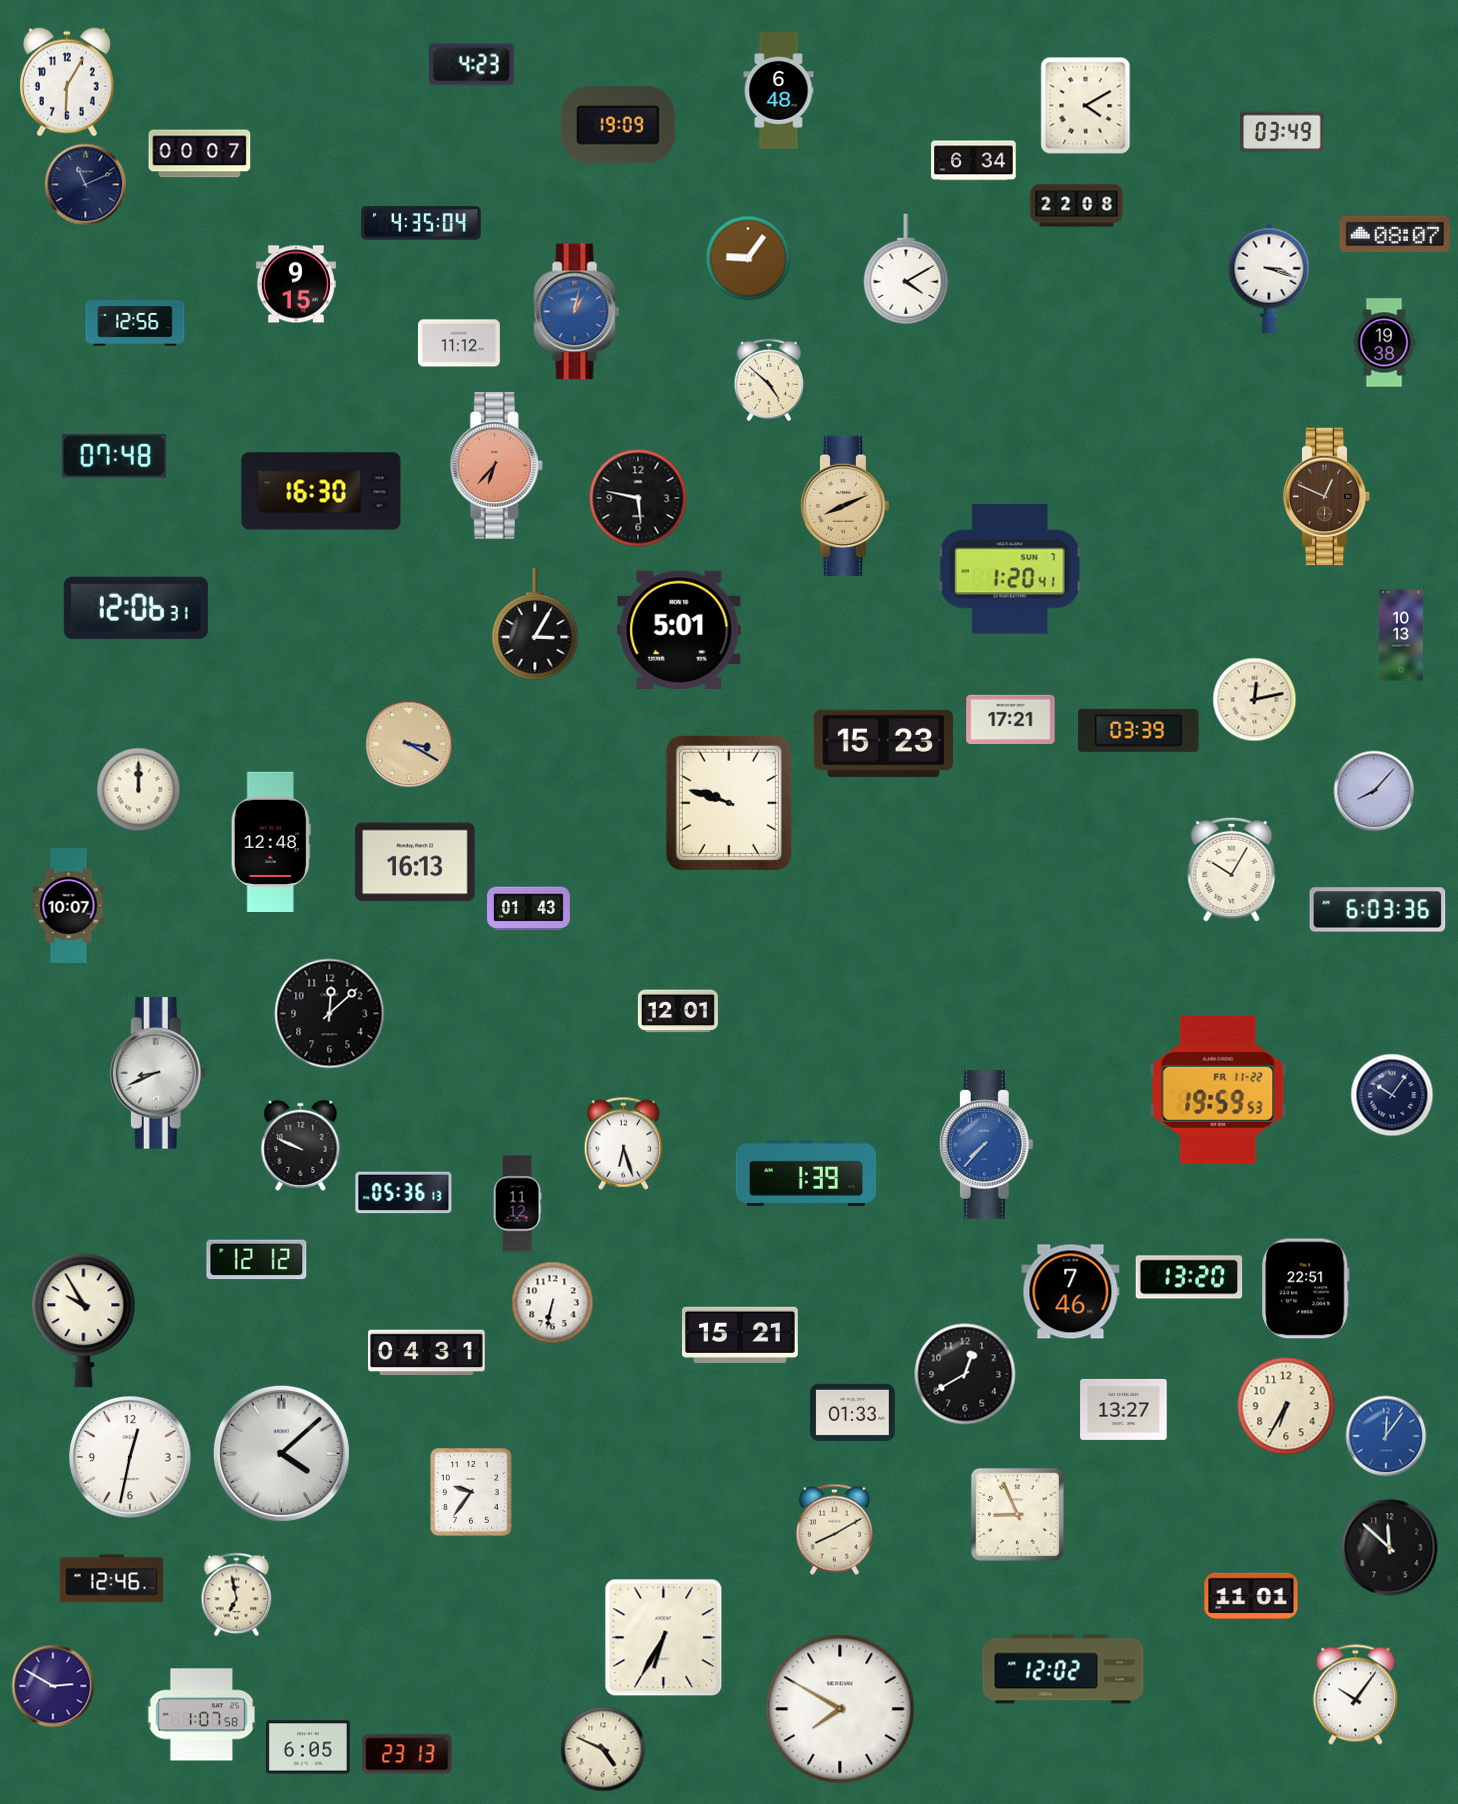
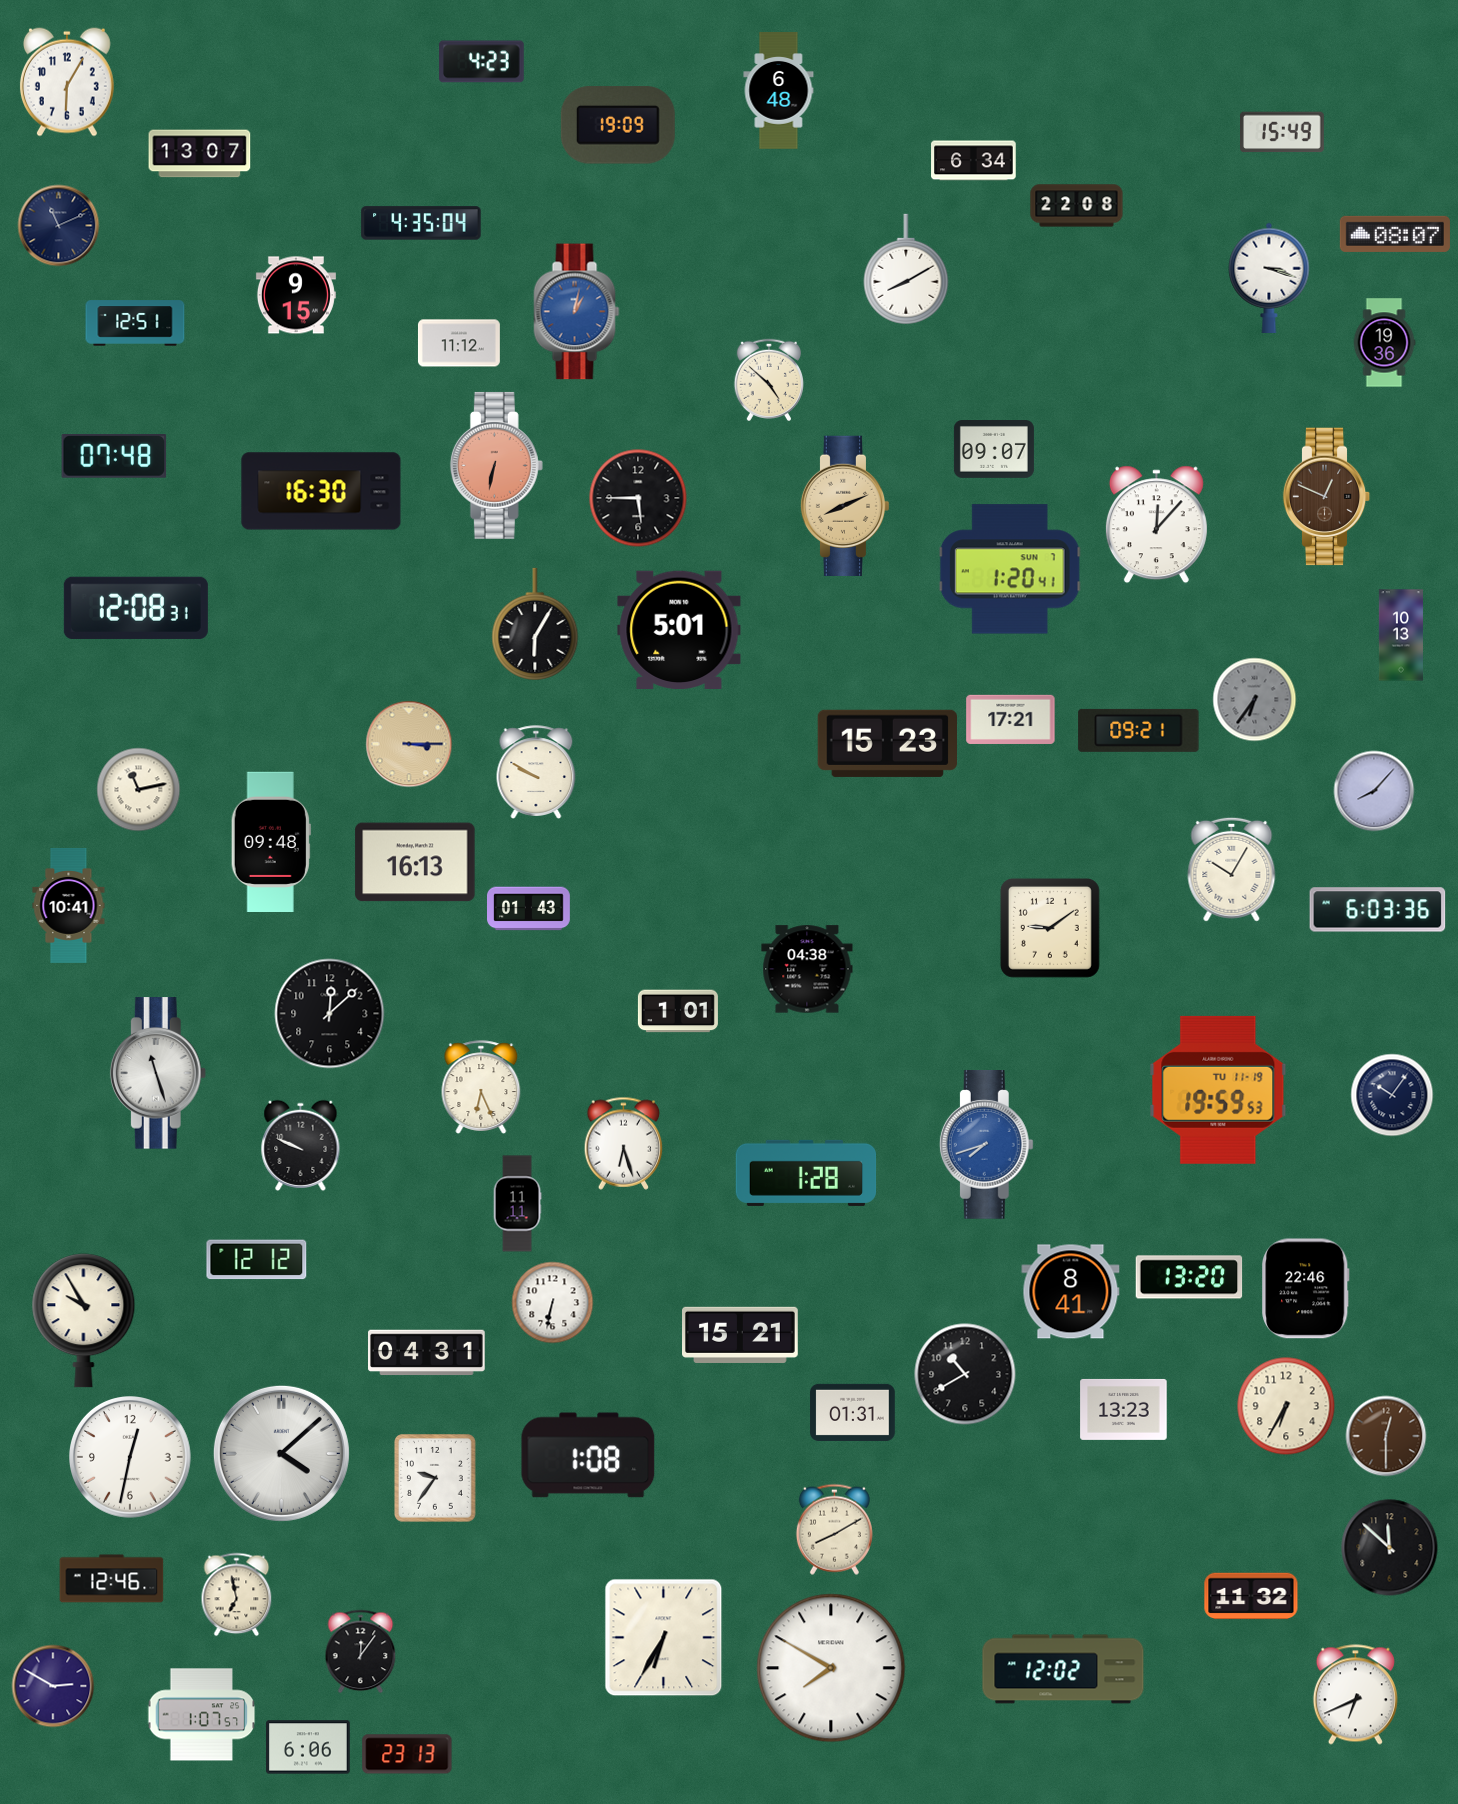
clock at (472, 65) position: (472, 65) -> (482, 62)
clock at (1086, 106): 4:10 -> none
clock at (1283, 132): 03:49 -> 15:49
clock at (200, 154): 00:07 -> 13:07
clock at (86, 185) position: (86, 185) -> (59, 226)
clock at (748, 258): 9:06 -> none
clock at (906, 269): 4:10 -> 8:10
clock at (296, 284) position: (296, 284) -> (296, 295)
clock at (135, 323): 12:56 -> 12:51
clock at (1384, 343): 19:38 -> 19:36
clock at (994, 450): none -> 09:07
clock at (496, 465): 6:37 -> 6:32
clock at (638, 498): 5:47 -> 5:45
clock at (1156, 525): none -> 12:07
clock at (136, 608): 12:06 -> 12:08
clock at (535, 624): 3:05 -> 6:05
clock at (1255, 700): 12:13 -> 6:36
clock at (1255, 700) dial: cream -> grey
clock at (1139, 730): 03:39 -> 09:21
clock at (883, 743) position: (883, 743) -> (887, 743)
clock at (409, 744): 3:20 -> 3:15
clock at (536, 772): none -> 9:50
clock at (139, 790): 12:00 -> 11:13
clock at (729, 803): 9:48 -> none
clock at (271, 841): 12:48 -> 09:48
clock at (69, 906): 10:07 -> 10:41
clock at (1050, 928): none -> 9:09
clock at (807, 969): none -> 04:38
clock at (678, 1011): 12:01 -> 1:01
clock at (158, 1073): 8:41 -> 11:27
clock at (481, 1087): none -> 6:26
clock at (1218, 1090) date: FR 11-22 -> TU 11-19
clock at (986, 1145): 7:37 -> 7:42
clock at (806, 1173): 1:39 -> 1:28
clock at (404, 1193): 05:36 -> none
clock at (517, 1204): 11:12 -> 11:11
clock at (1306, 1289): 22:51 -> 22:46
clock at (1071, 1292): 7:46 -> 8:41
clock at (965, 1374): 12:40 -> 10:40
clock at (1124, 1409): 13:27 -> 13:23
clock at (853, 1412): 01:33 -> 01:31
clock at (1386, 1436): 12:06 -> 12:30
clock at (1386, 1436) dial: blue -> brown
clock at (588, 1455): none -> 1:08
clock at (472, 1493) position: (472, 1493) -> (436, 1479)
clock at (1017, 1514): 8:56 -> none
clock at (1251, 1596): 11:01 -> 11:32
clock at (361, 1652): none -> 12:06
clock at (1355, 1695): 10:06 -> 6:41
clock at (840, 1709) position: (840, 1709) -> (831, 1668)
clock at (202, 1715): 1:07:58 -> 1:07:57
clock at (309, 1747): 6:05 -> 6:06
clock at (603, 1749): 4:49 -> none
